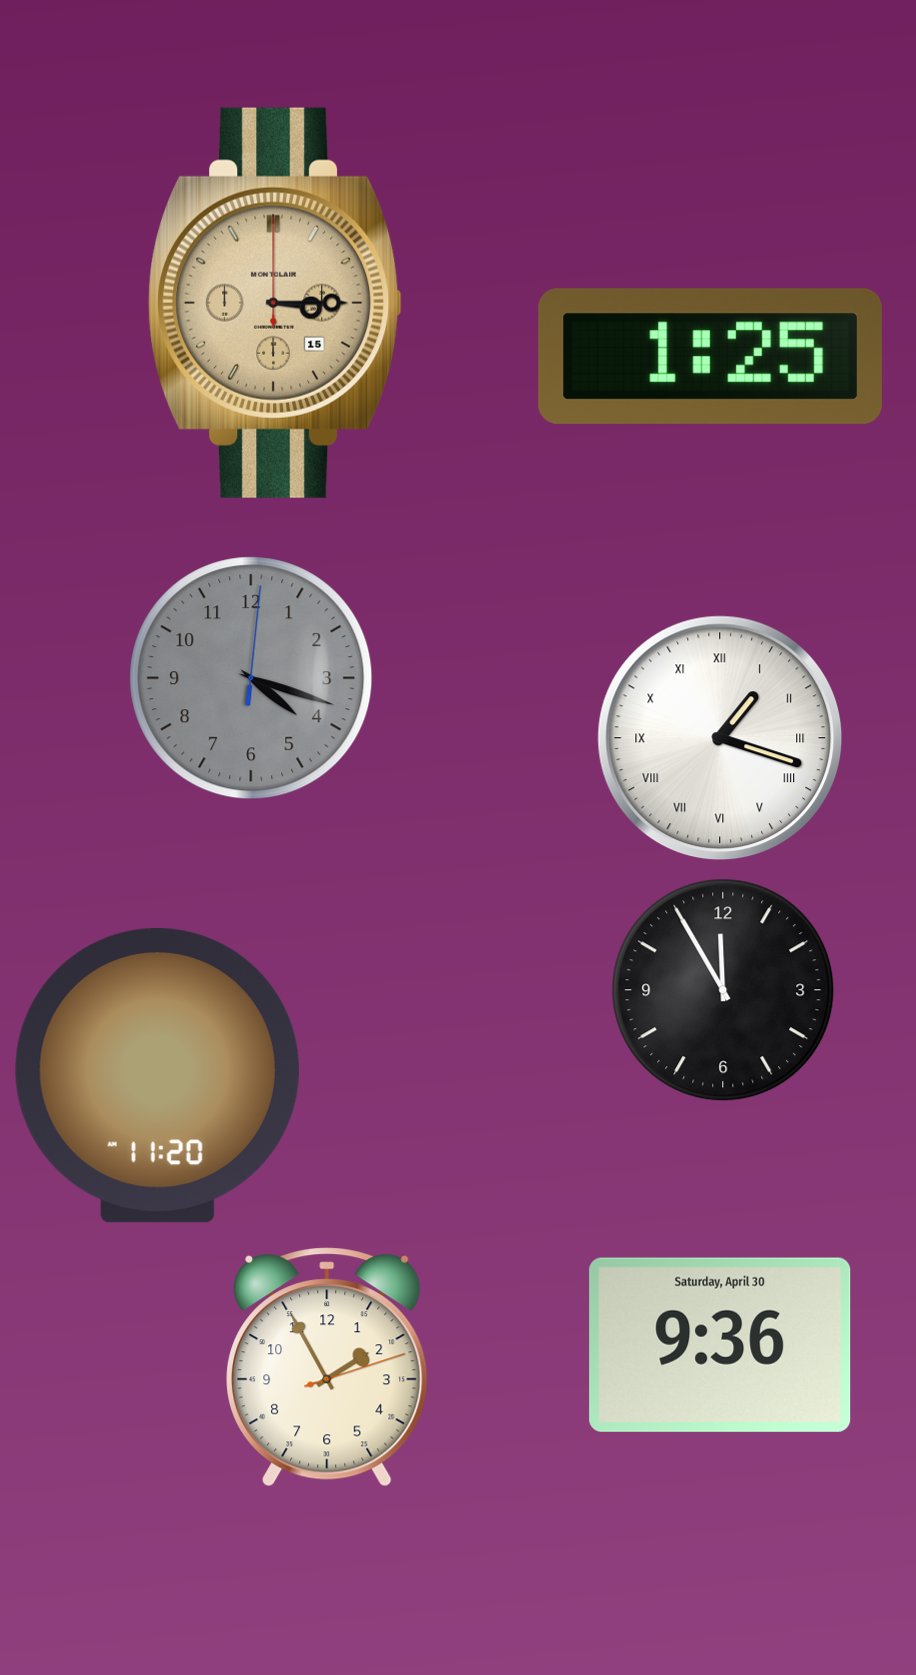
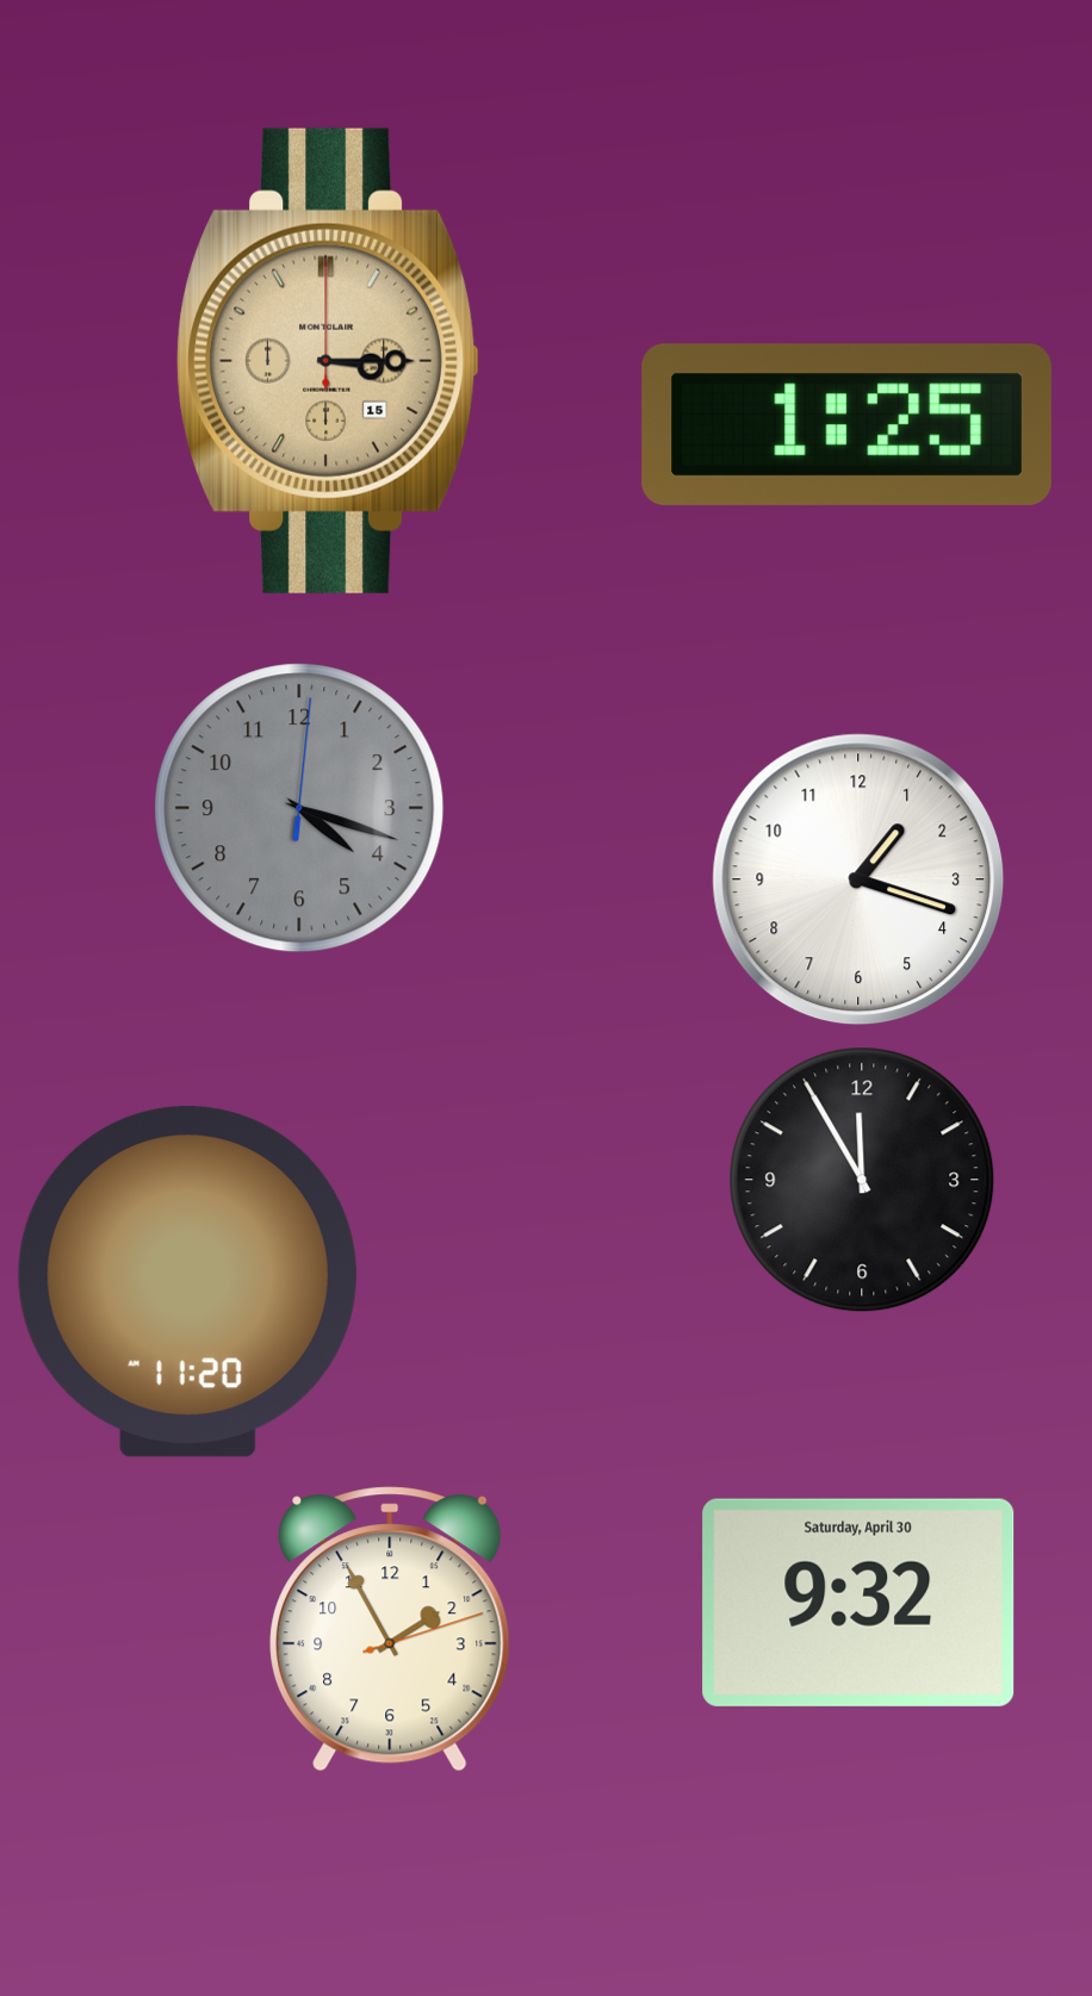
clock at (720, 738) numerals: Roman -> Arabic
clock at (720, 1345): 9:36 -> 9:32
